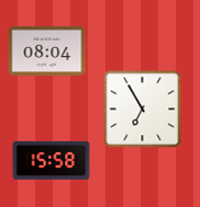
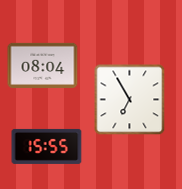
clock at (47, 50) position: (47, 50) -> (43, 65)
clock at (52, 160): 15:58 -> 15:55
